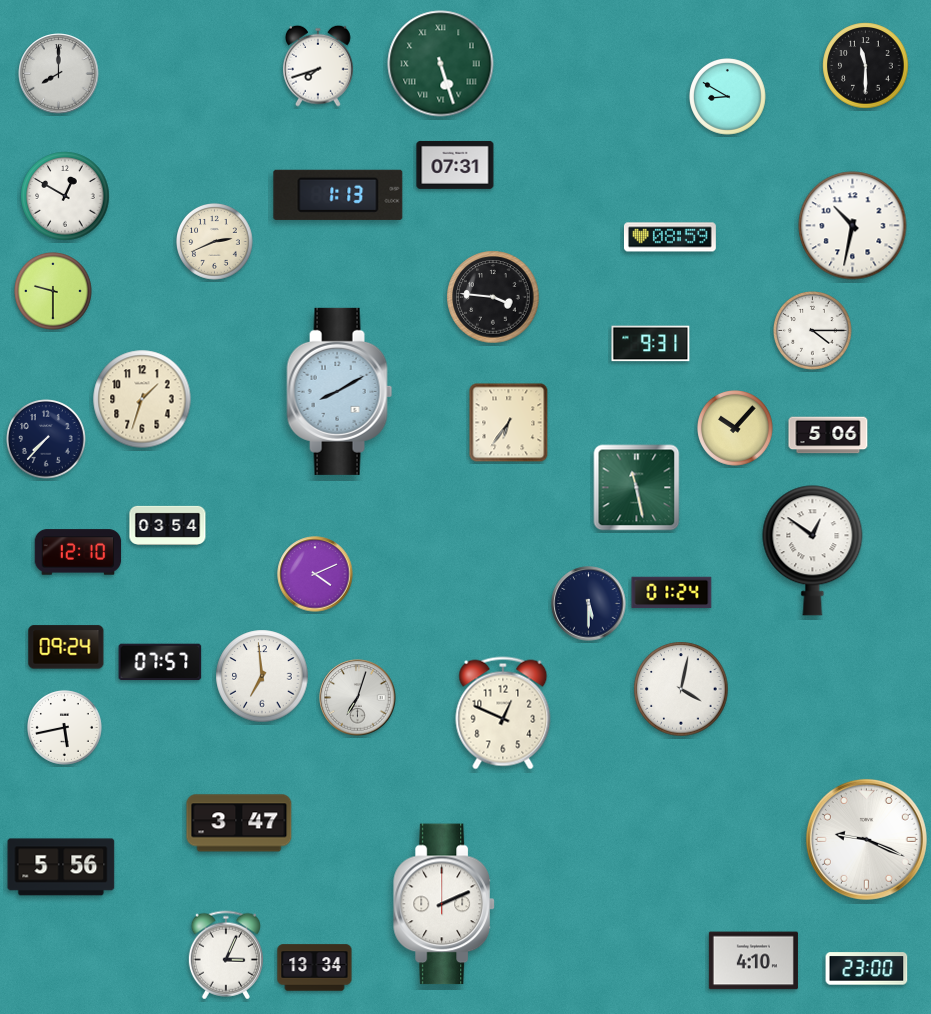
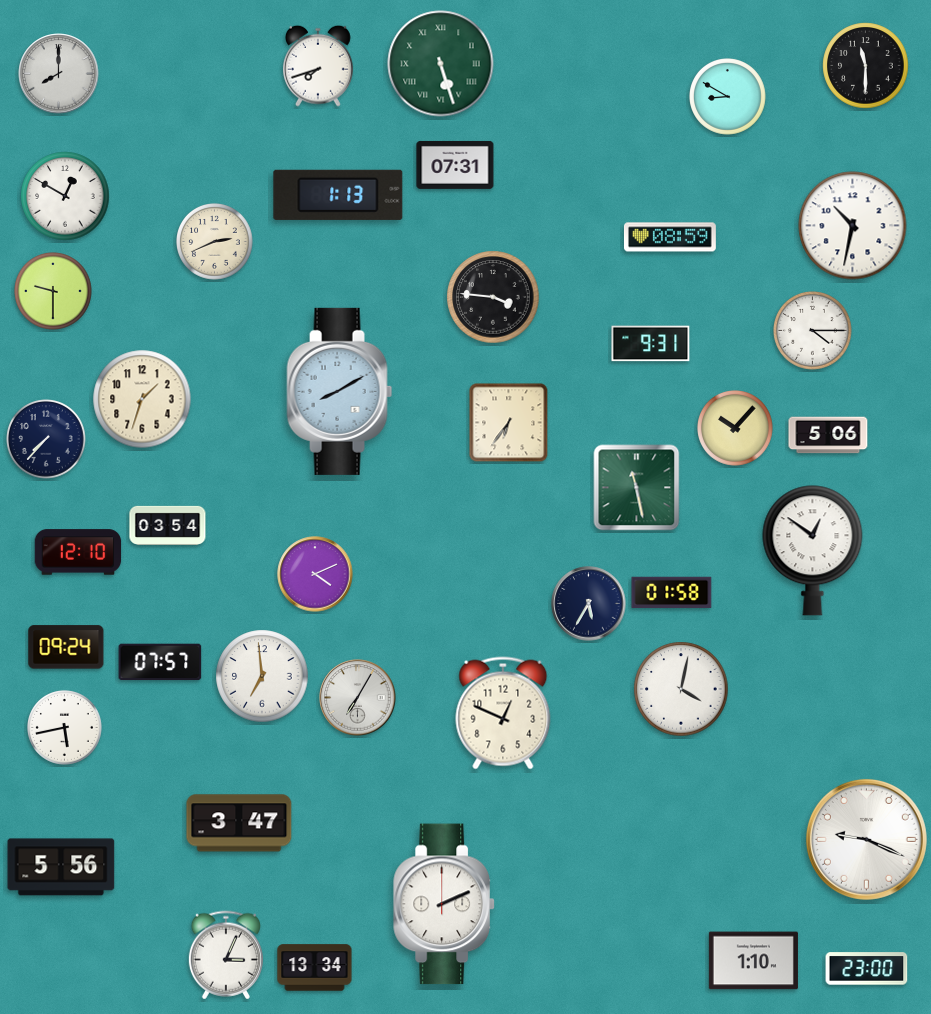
clock at (672, 593): 01:24 -> 01:58
clock at (589, 604): 5:30 -> 5:35
clock at (358, 698): 7:03 -> 7:05
clock at (753, 961): 4:10 -> 1:10
